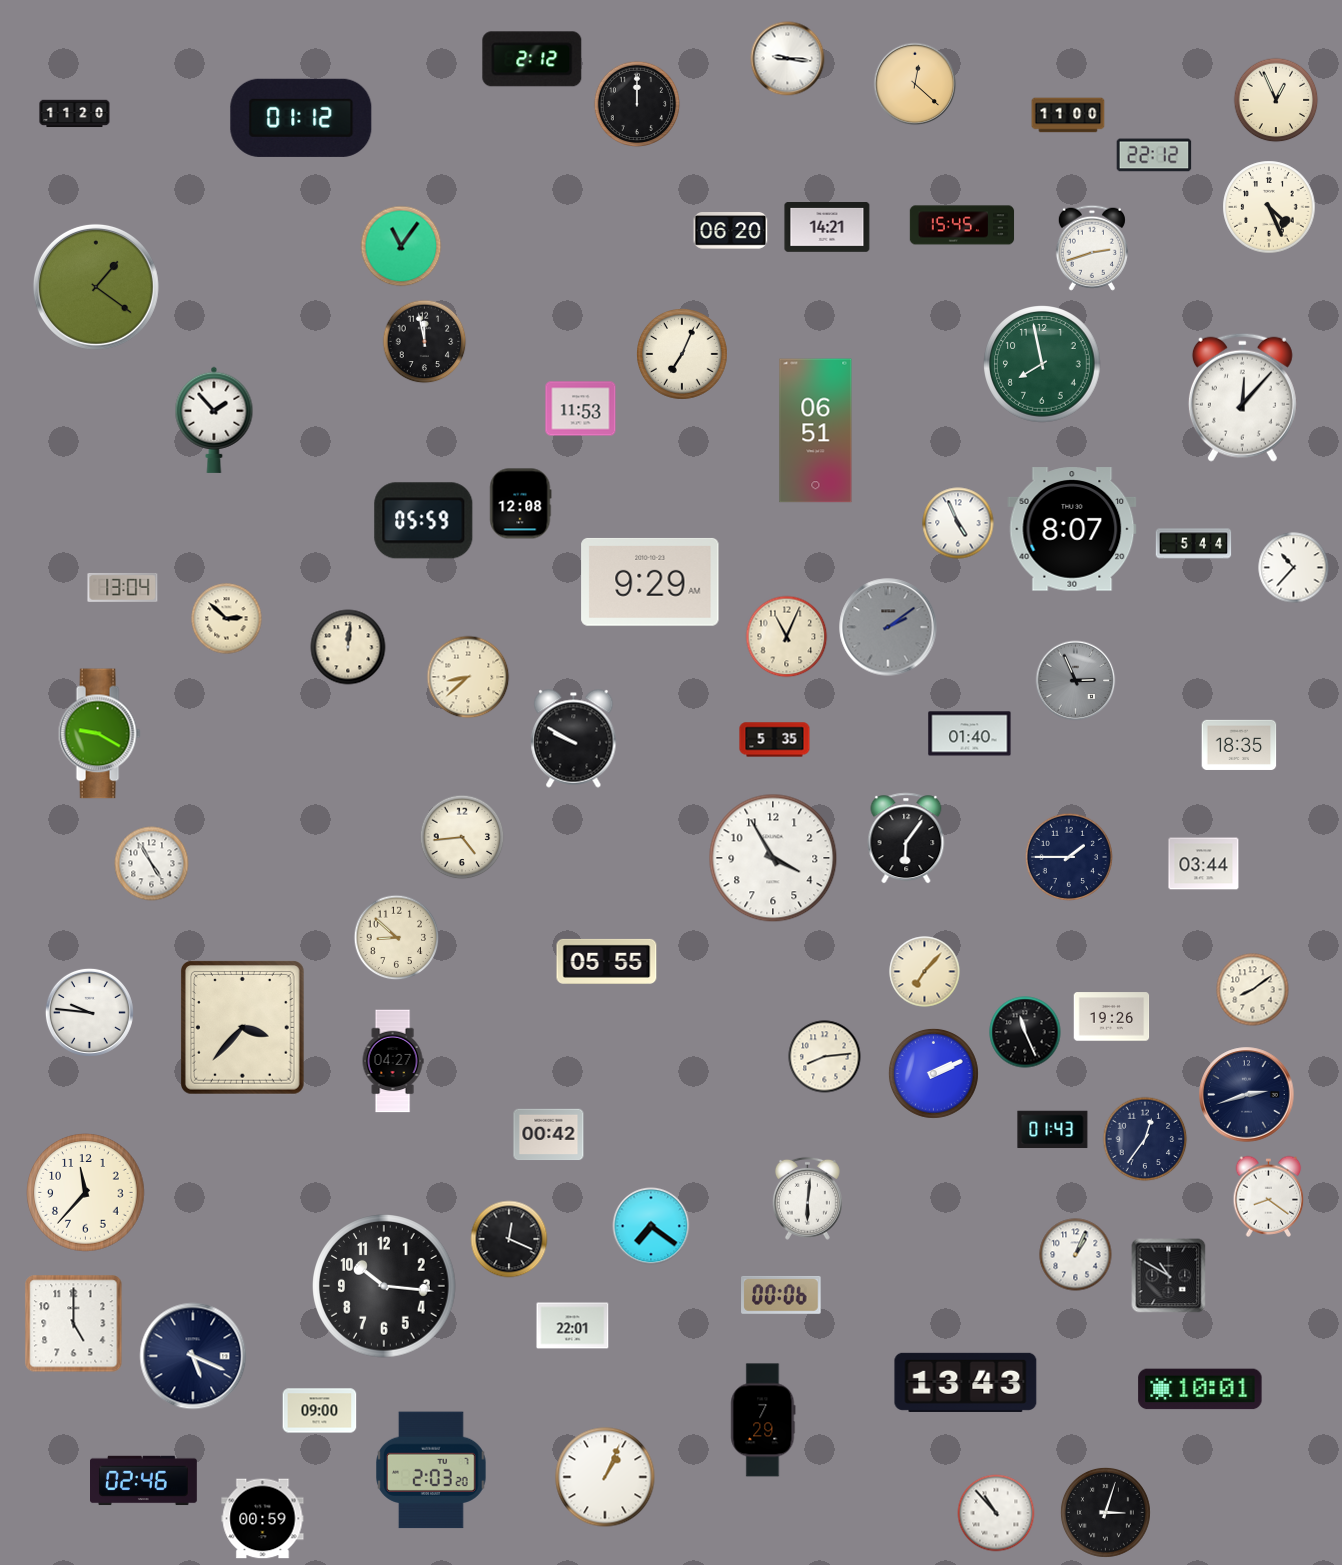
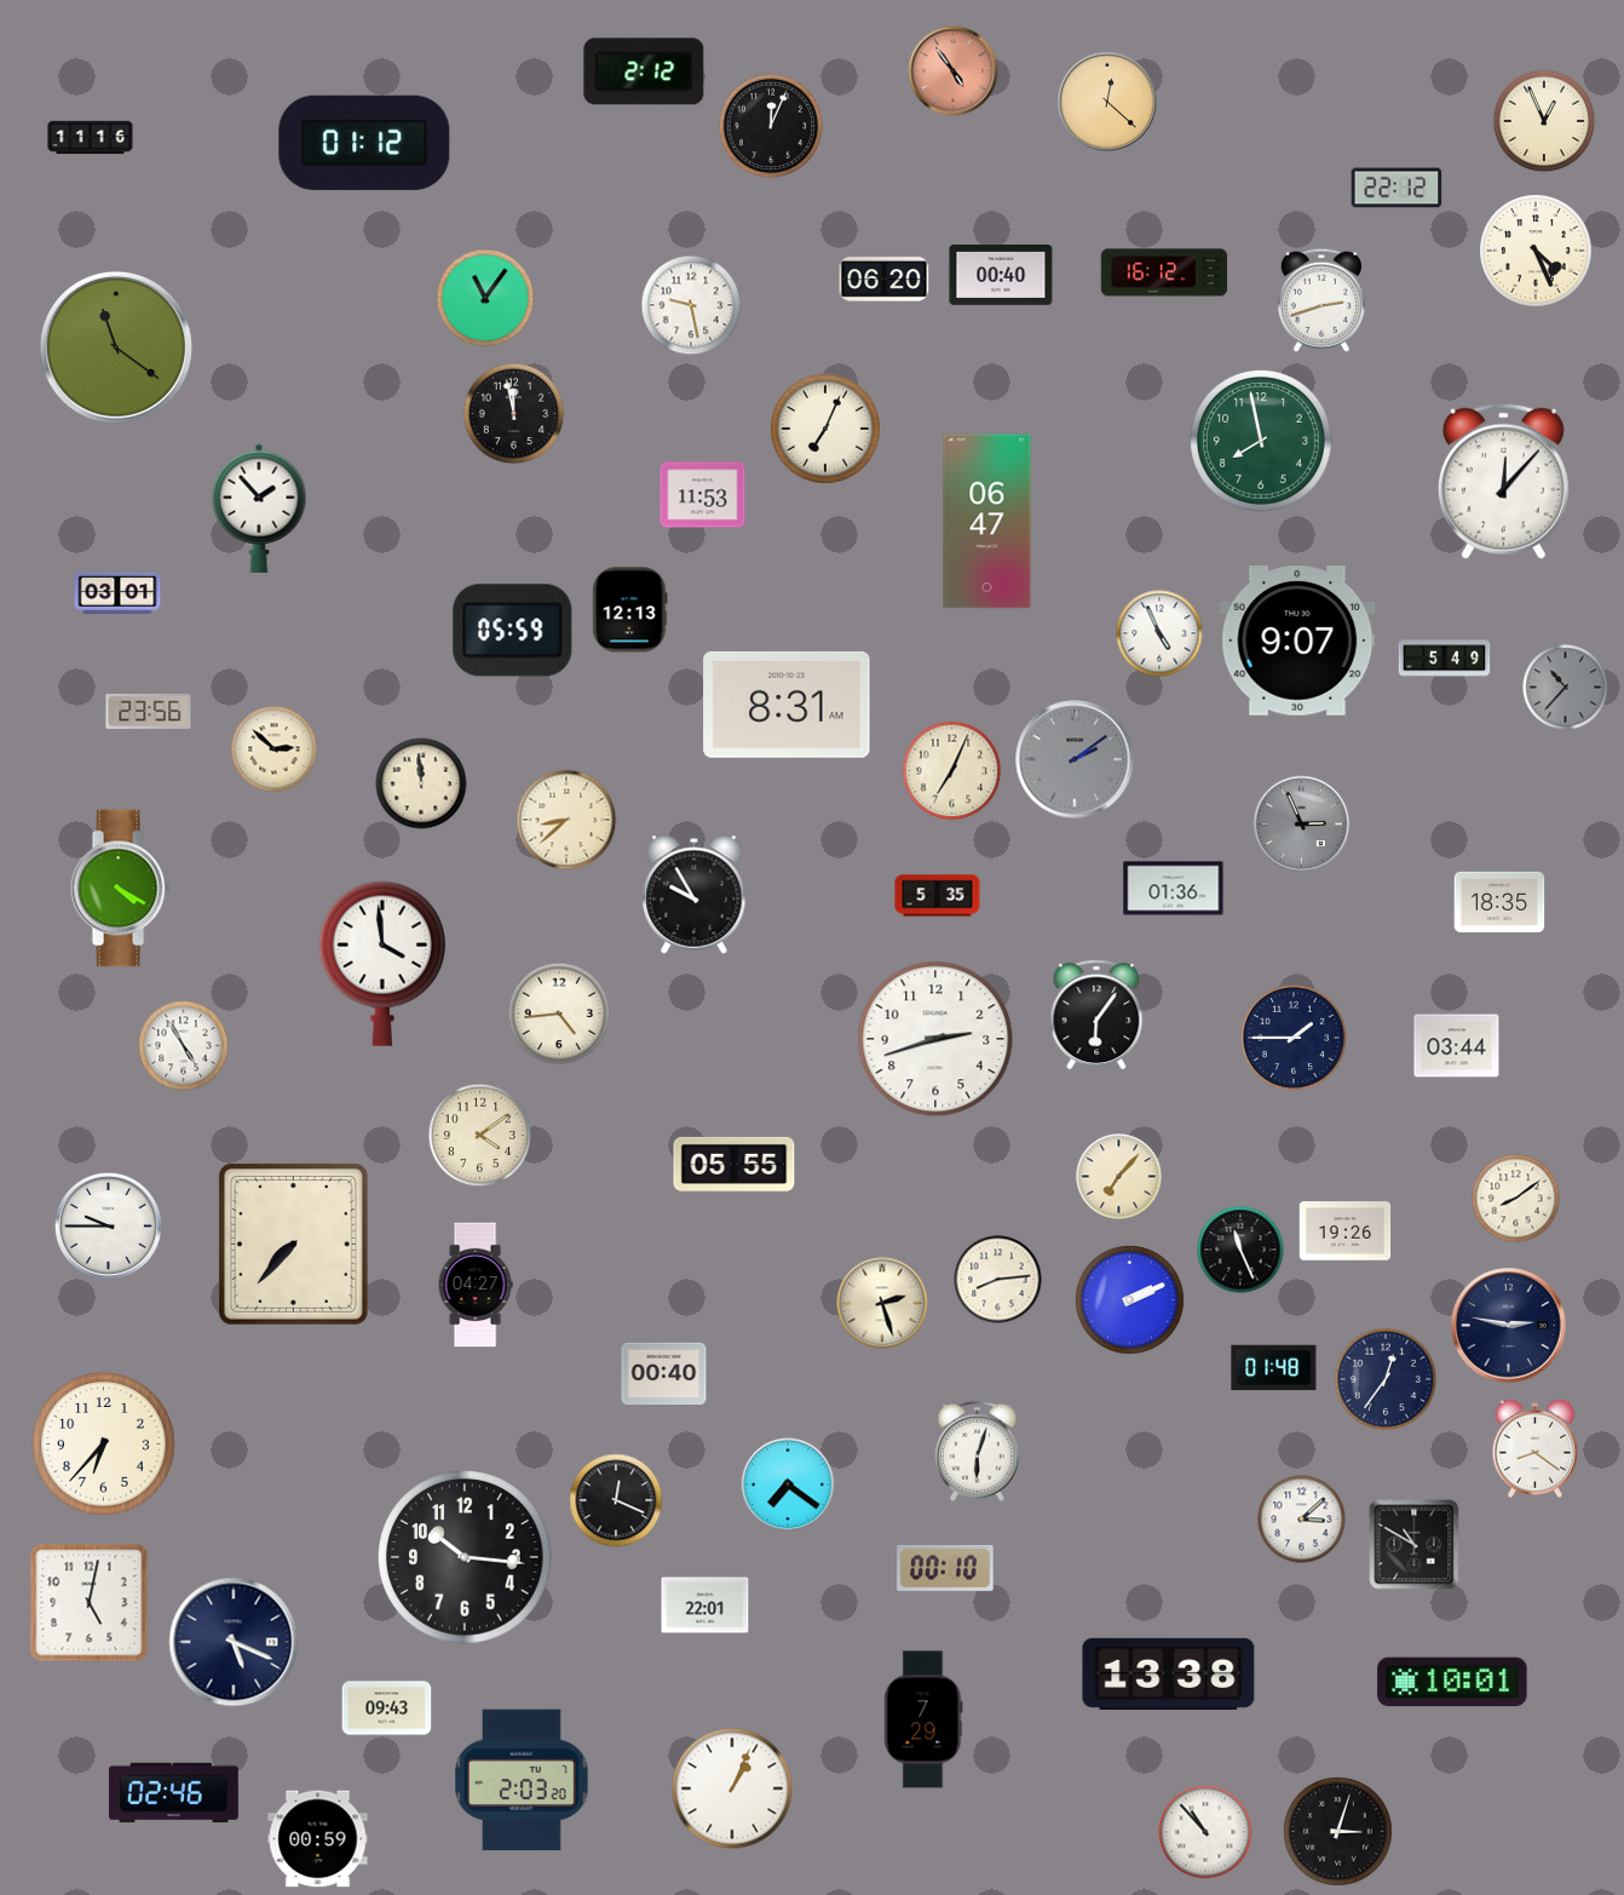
clock at (788, 59): 9:16 -> 4:54
clock at (788, 59) dial: white -> salmon
clock at (637, 104): 12:00 -> 12:04
clock at (75, 114): 11:20 -> 11:16
clock at (1068, 115): 11:00 -> none
clock at (962, 225): 15:45 -> 16:12
clock at (827, 228): 14:21 -> 00:40
clock at (691, 305): none -> 9:28
clock at (96, 287): 1:21 -> 11:21
clock at (816, 431): 06:51 -> 06:47
clock at (117, 592): none -> 03:01
clock at (521, 504): 12:08 -> 12:13
clock at (1072, 529): 8:07 -> 9:07
clock at (1194, 544): 5:44 -> 5:49
clock at (1294, 568) dial: white -> grey
clock at (650, 582): 9:29 -> 8:31
clock at (123, 587): 13:04 -> 23:56
clock at (787, 637): 11:04 -> 7:04
clock at (348, 647): 12:01 -> 11:59
clock at (99, 734): 9:20 -> 4:20
clock at (970, 734): 01:40 -> 01:36
clock at (574, 739): 9:50 -> 9:55
clock at (382, 964): none -> 3:59
clock at (773, 858): 3:55 -> 2:42
clock at (397, 938): 8:52 -> 4:09
clock at (89, 1012): 9:46 -> 9:45
clock at (243, 1028): 3:37 -> 7:37
clock at (882, 1303): none -> 2:27
clock at (1247, 1095): 2:42 -> 2:47
clock at (1053, 1130): 01:43 -> 01:48
clock at (549, 1135): 00:42 -> 00:40
clock at (86, 1193): 11:37 -> 6:37
clock at (807, 1198): 6:01 -> 6:03
clock at (1076, 1255): 1:04 -> 3:08
clock at (781, 1295): 00:06 -> 00:10
clock at (74, 1324): 5:00 -> 5:02
clock at (573, 1326) position: (573, 1326) -> (706, 1606)
clock at (966, 1382): 13:43 -> 13:38
clock at (320, 1411): 09:00 -> 09:43
